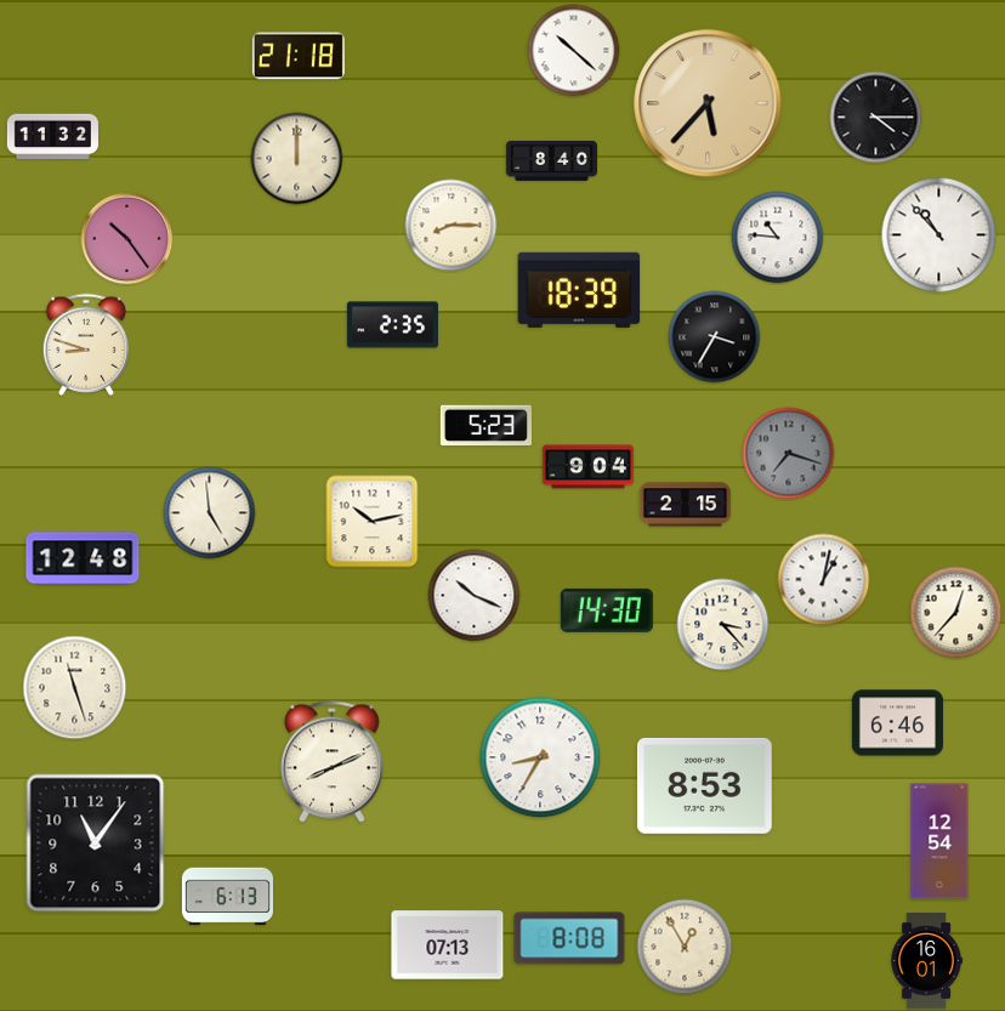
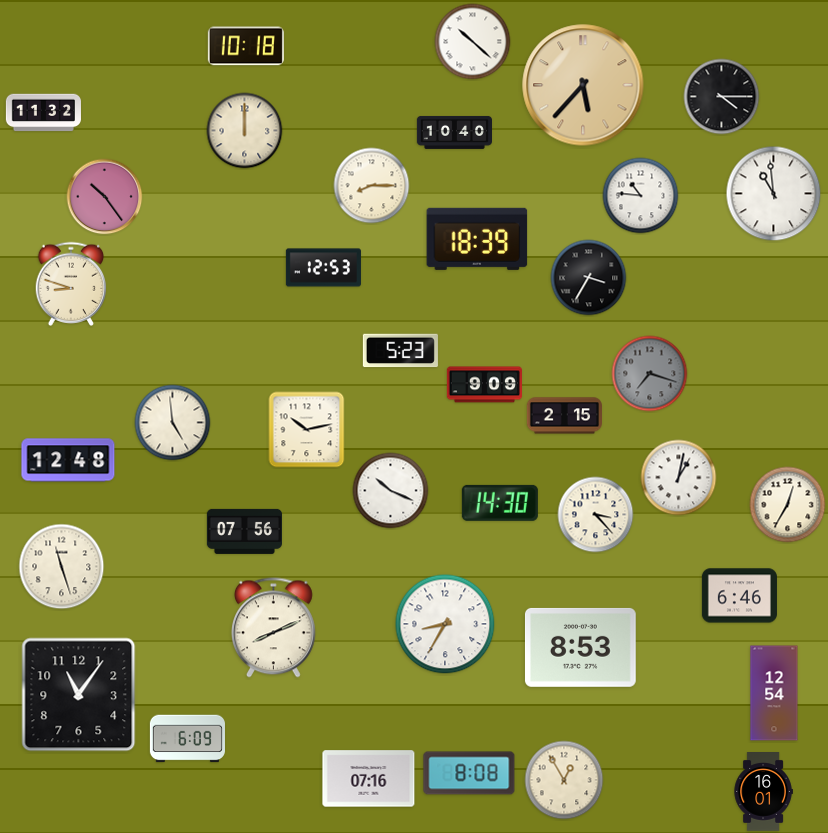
clock at (299, 56): 21:18 -> 10:18
clock at (551, 160): 8:40 -> 10:40
clock at (939, 235): 10:53 -> 10:59
clock at (392, 325): 2:35 -> 12:53
clock at (587, 467): 9:04 -> 9:09
clock at (956, 613): 12:37 -> 12:35
clock at (244, 531): none -> 07:56
clock at (227, 897): 6:13 -> 6:09
clock at (448, 945): 07:13 -> 07:16
